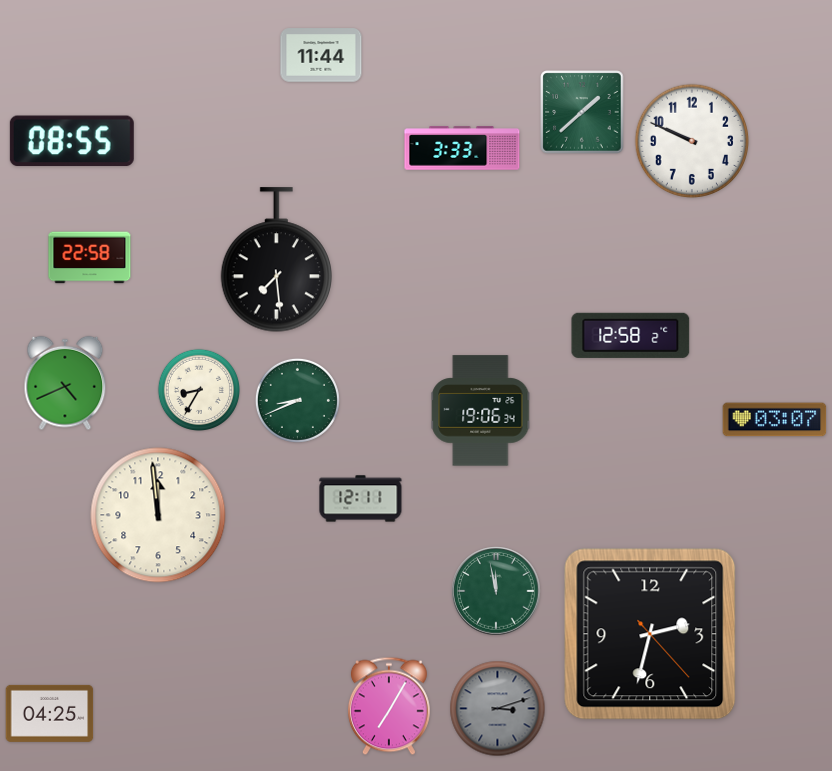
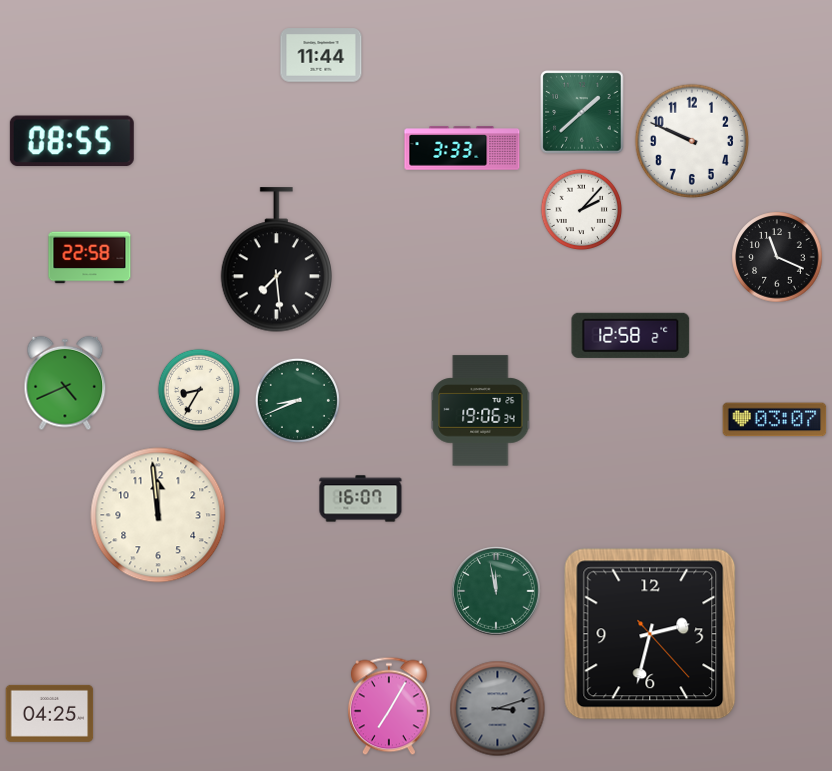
clock at (582, 210): none -> 2:07
clock at (777, 257): none -> 11:19
clock at (361, 499): 12:11 -> 16:07
